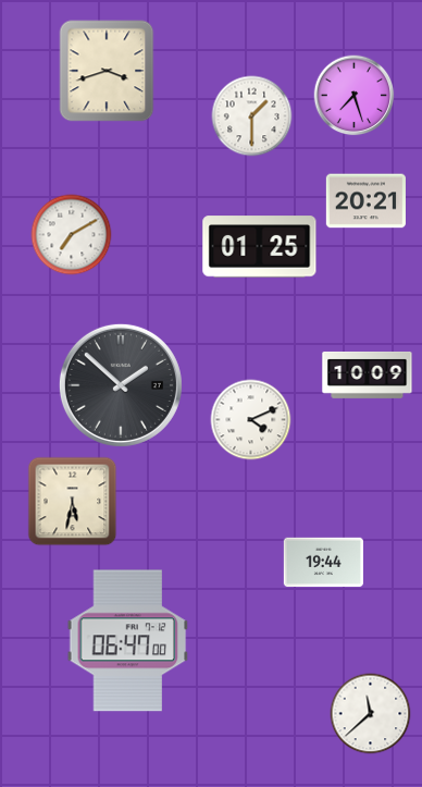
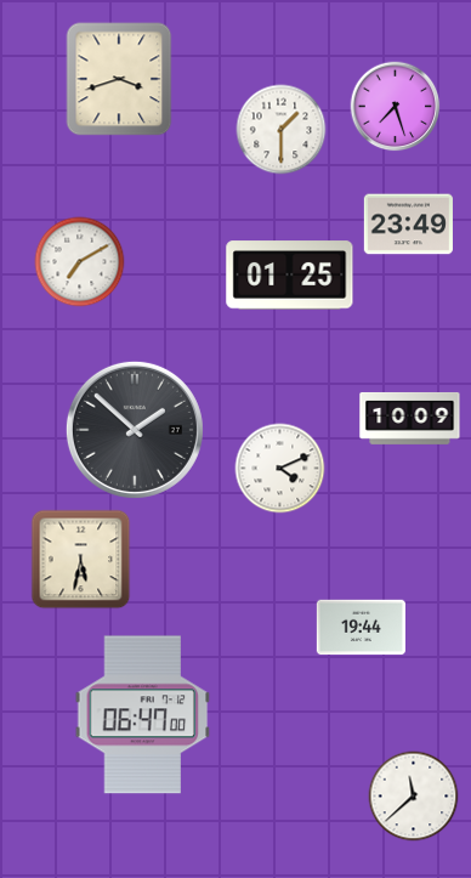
clock at (365, 201): 20:21 -> 23:49
